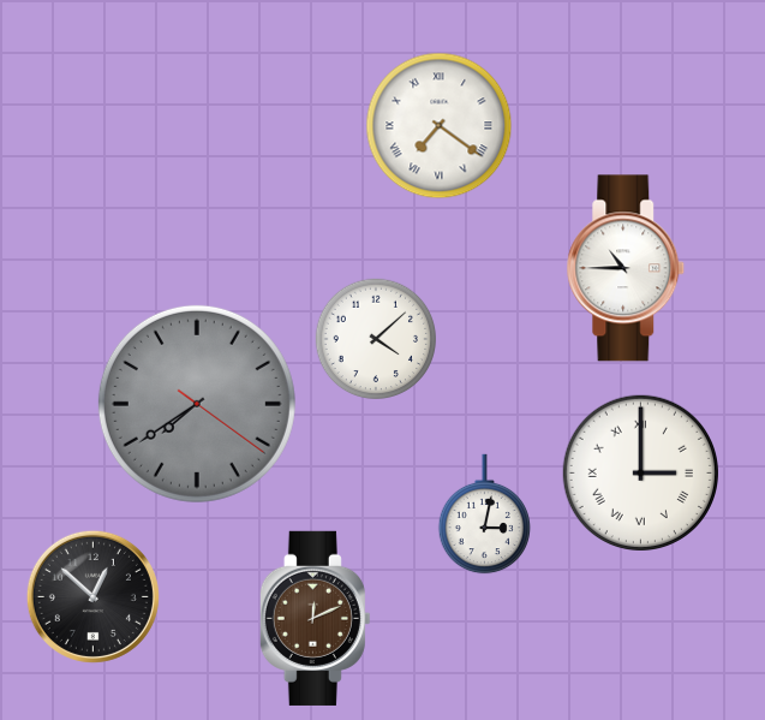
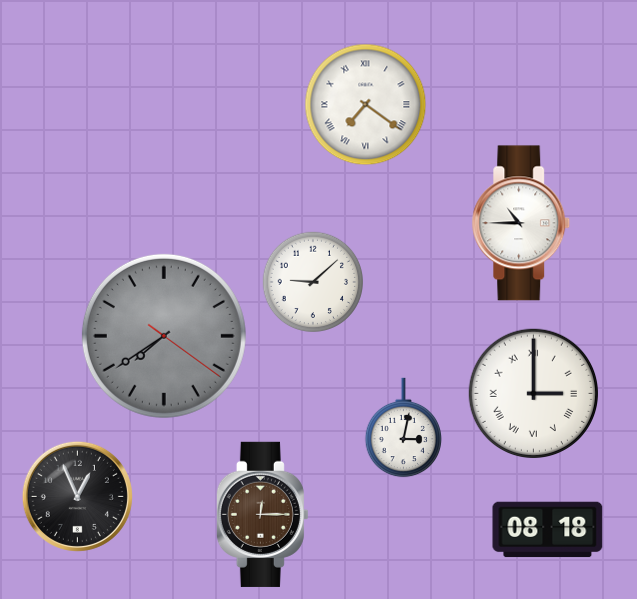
clock at (376, 339): 4:08 -> 9:08
clock at (92, 596): 12:52 -> 12:56
clock at (315, 618): 12:11 -> 12:15
clock at (548, 530): none -> 08:18
